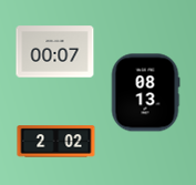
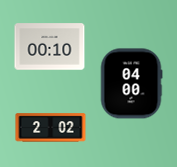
clock at (55, 52): 00:07 -> 00:10
clock at (145, 93): 08:13 -> 04:00
